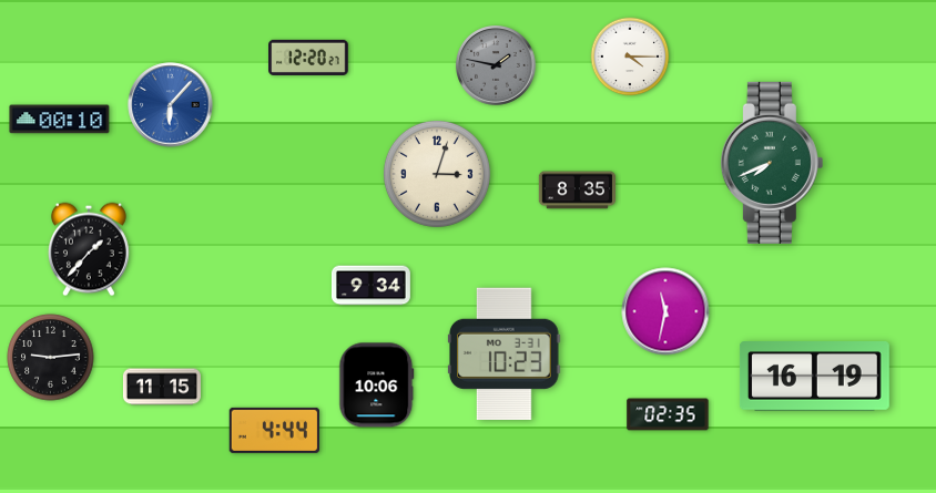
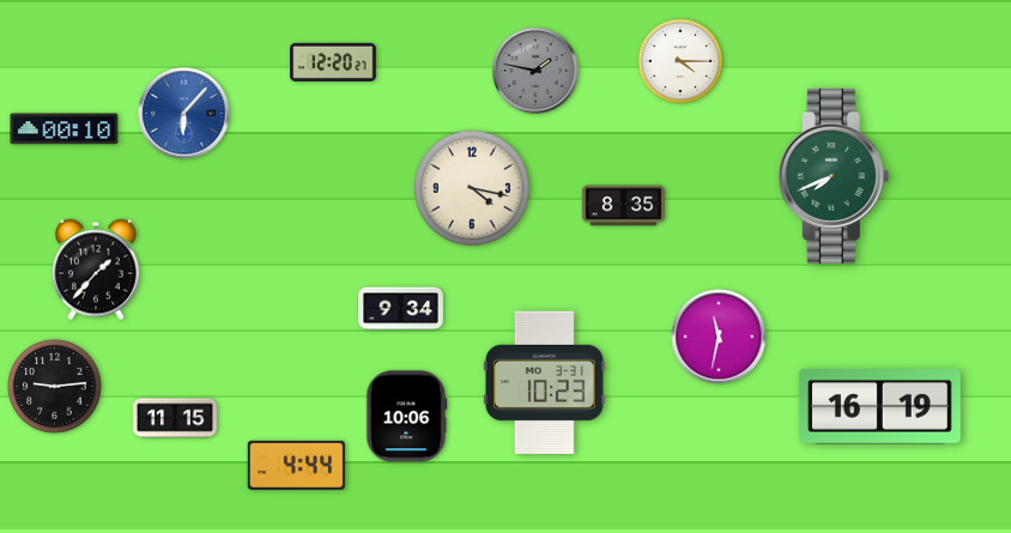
clock at (437, 174): 3:03 -> 4:17
clock at (668, 414): 02:35 -> none
